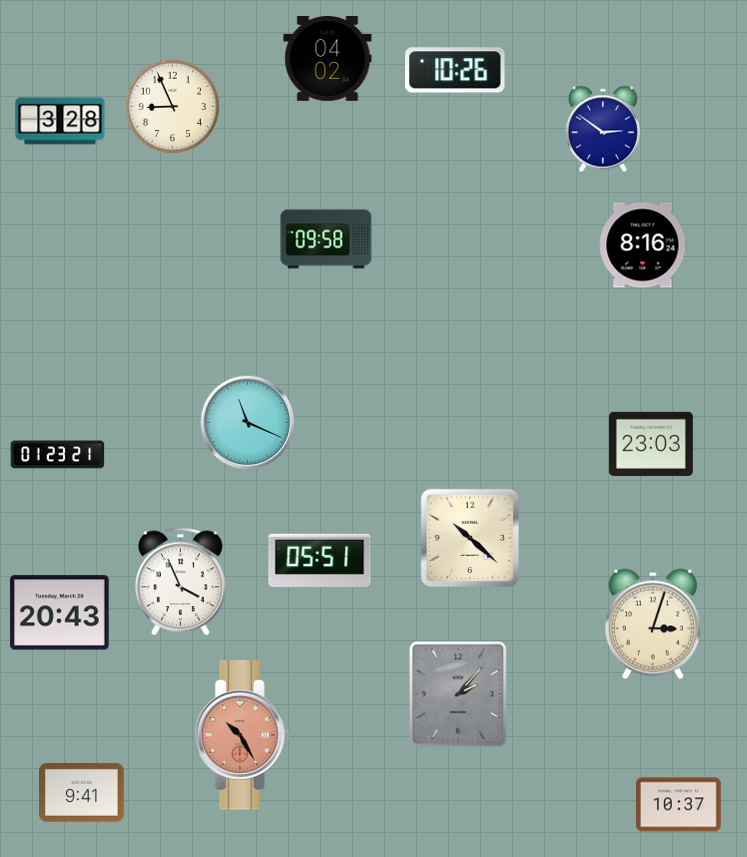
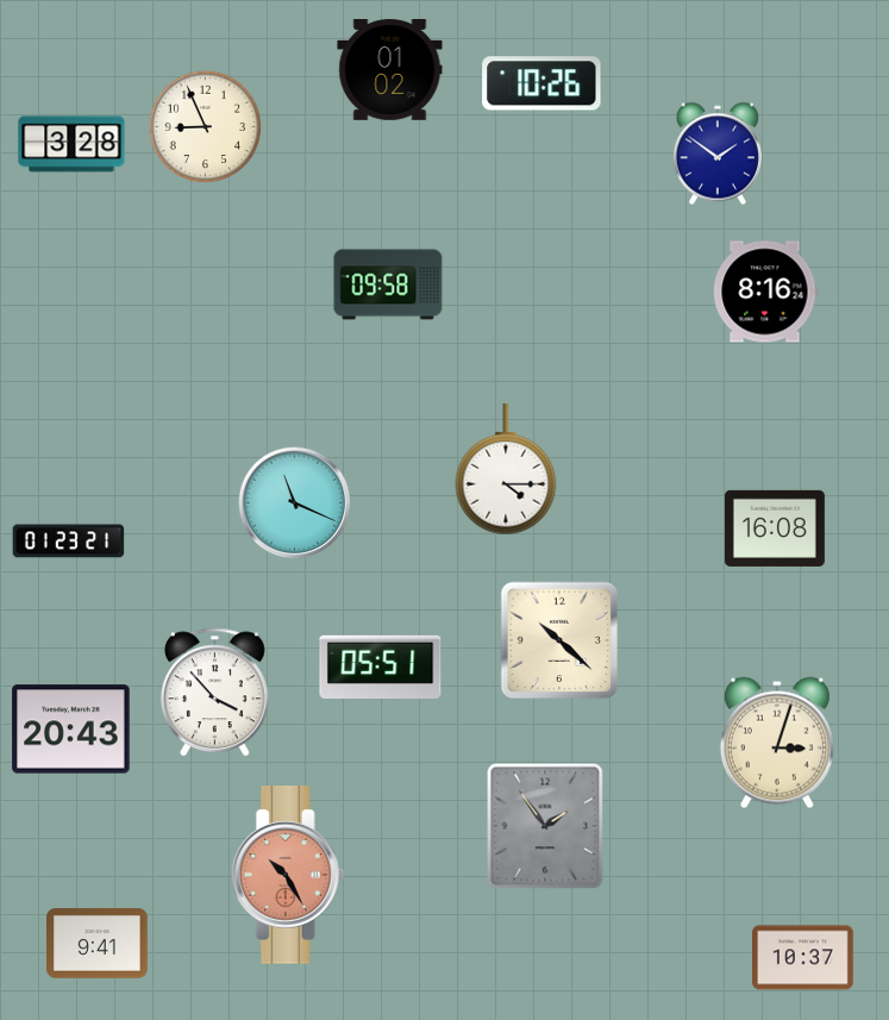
clock at (328, 59): 04:02 -> 01:02
clock at (603, 129): 2:51 -> 1:51
clock at (506, 469): none -> 4:15
clock at (651, 444): 23:03 -> 16:08
clock at (181, 582): 3:56 -> 3:53
clock at (458, 694): 2:07 -> 1:54
clock at (679, 805) position: (679, 805) -> (803, 958)
